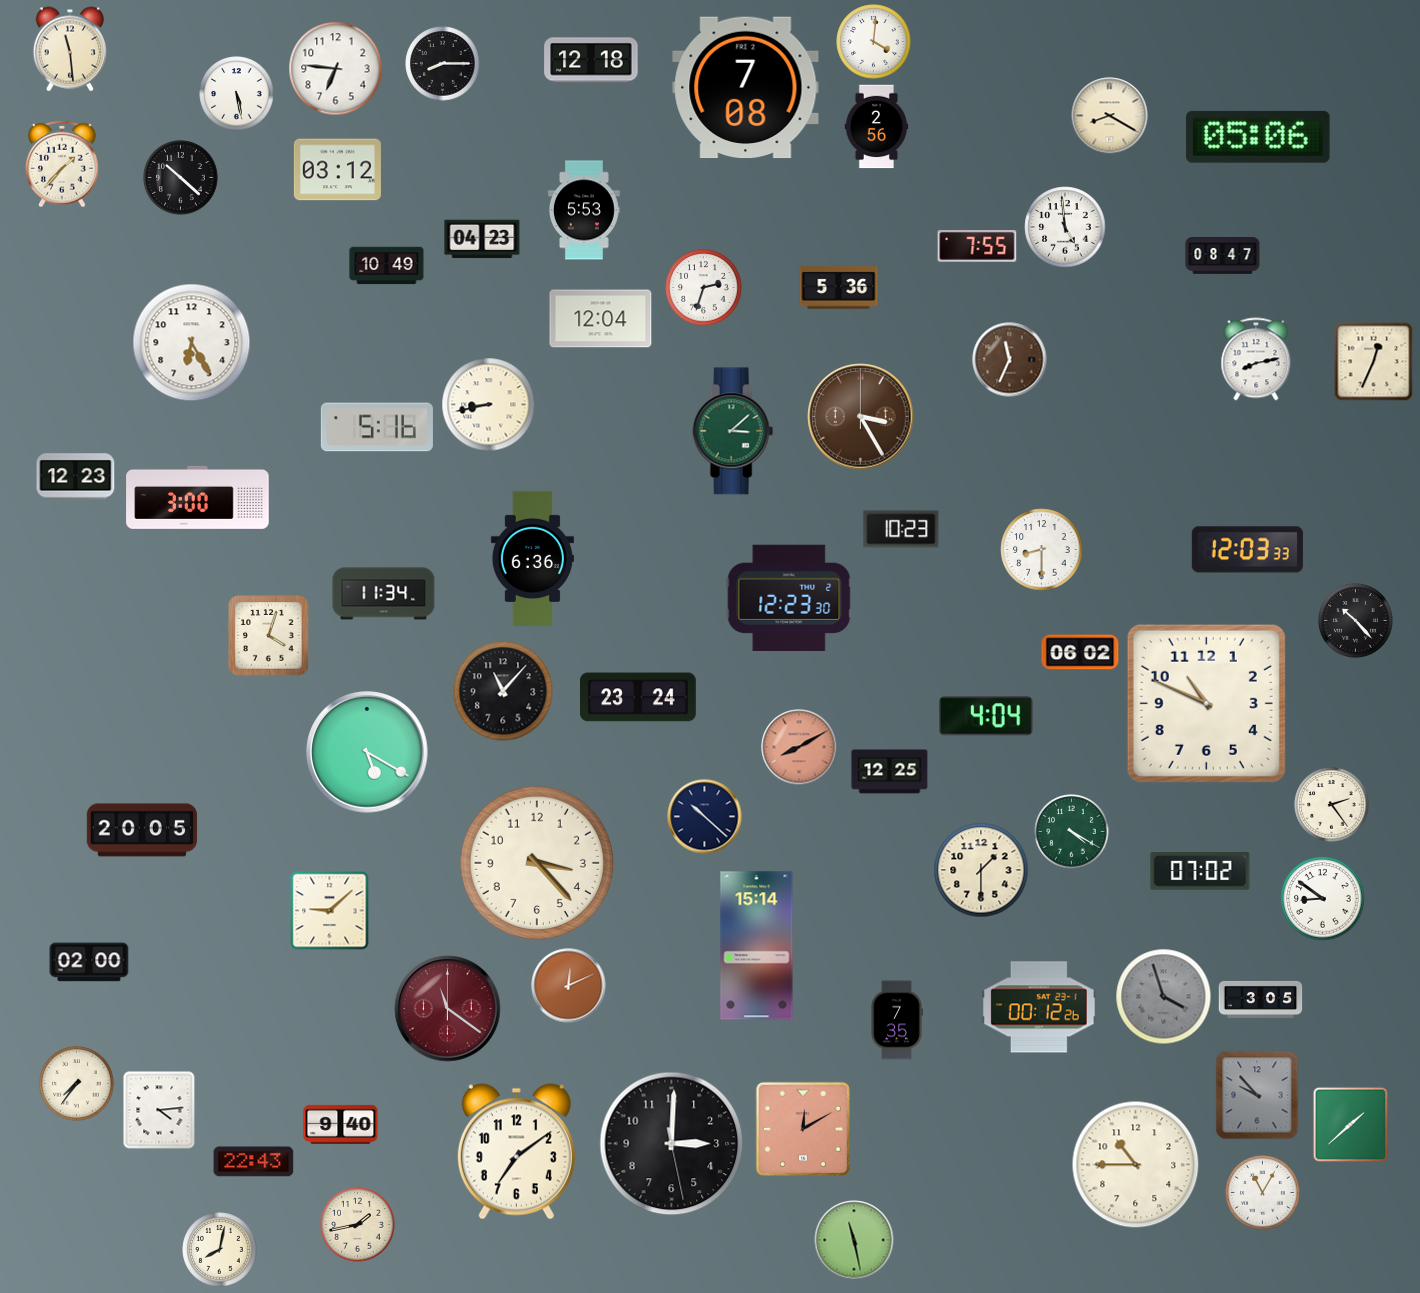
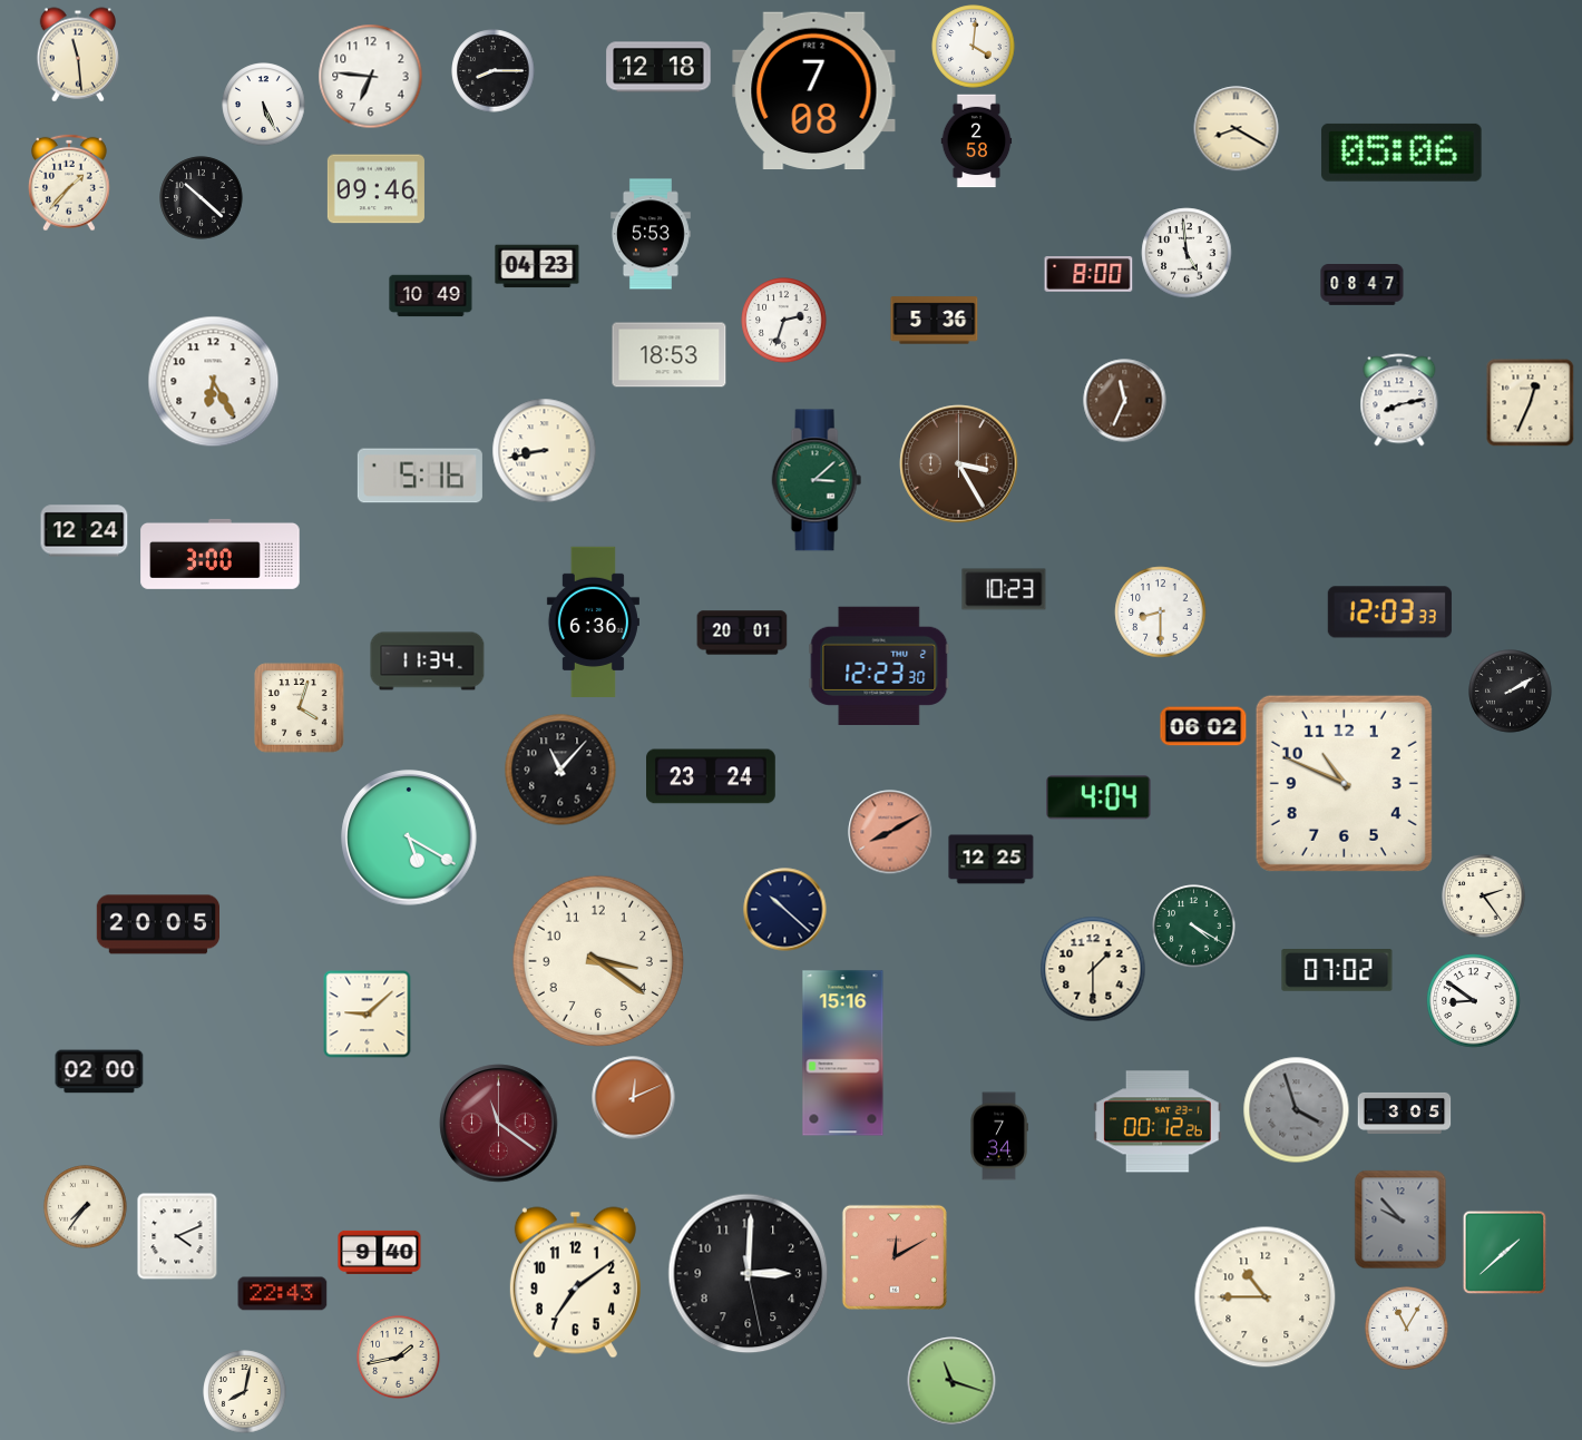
clock at (336, 69) position: (336, 69) -> (371, 77)
clock at (746, 88) position: (746, 88) -> (814, 91)
clock at (237, 94): 5:28 -> 5:26
clock at (877, 127): 2:56 -> 2:58
clock at (337, 170): 03:12 -> 09:46
clock at (977, 247): 7:55 -> 8:00
clock at (601, 319): 12:04 -> 18:53
clock at (76, 477): 12:23 -> 12:24
clock at (742, 633): none -> 20:01
clock at (1356, 621): 10:23 -> 2:10
clock at (536, 862): 3:23 -> 3:21
clock at (757, 946): 15:14 -> 15:16
clock at (897, 1020): 7:35 -> 7:34
clock at (159, 1110): 4:14 -> 4:11
clock at (358, 1225) position: (358, 1225) -> (399, 1358)
clock at (854, 1240): 11:28 -> 11:18
